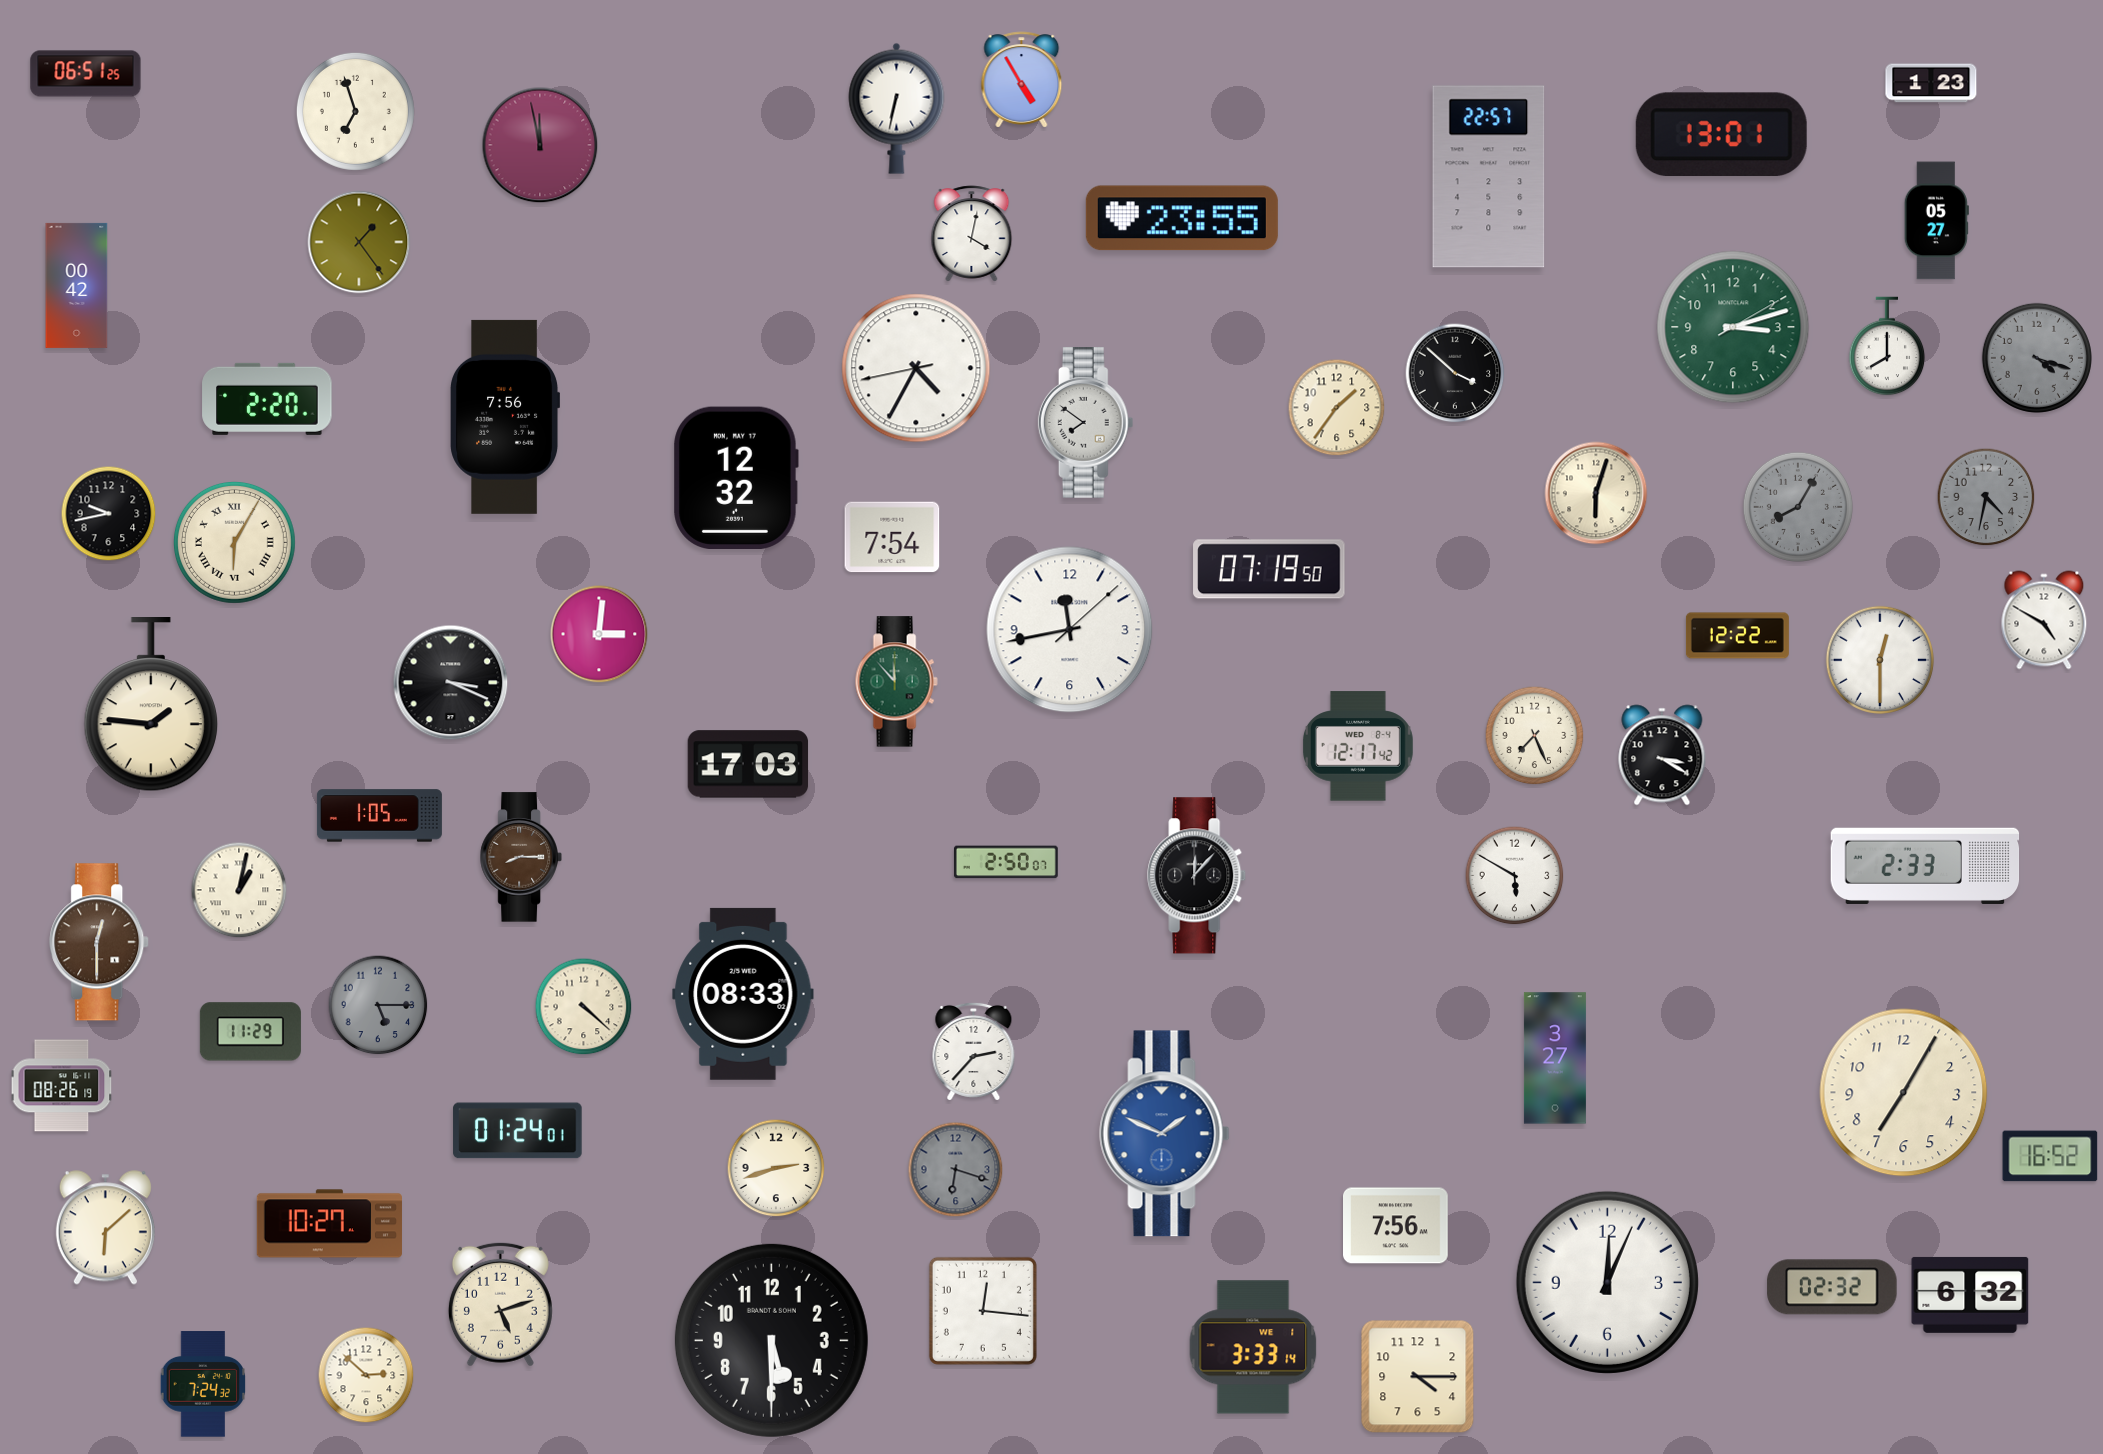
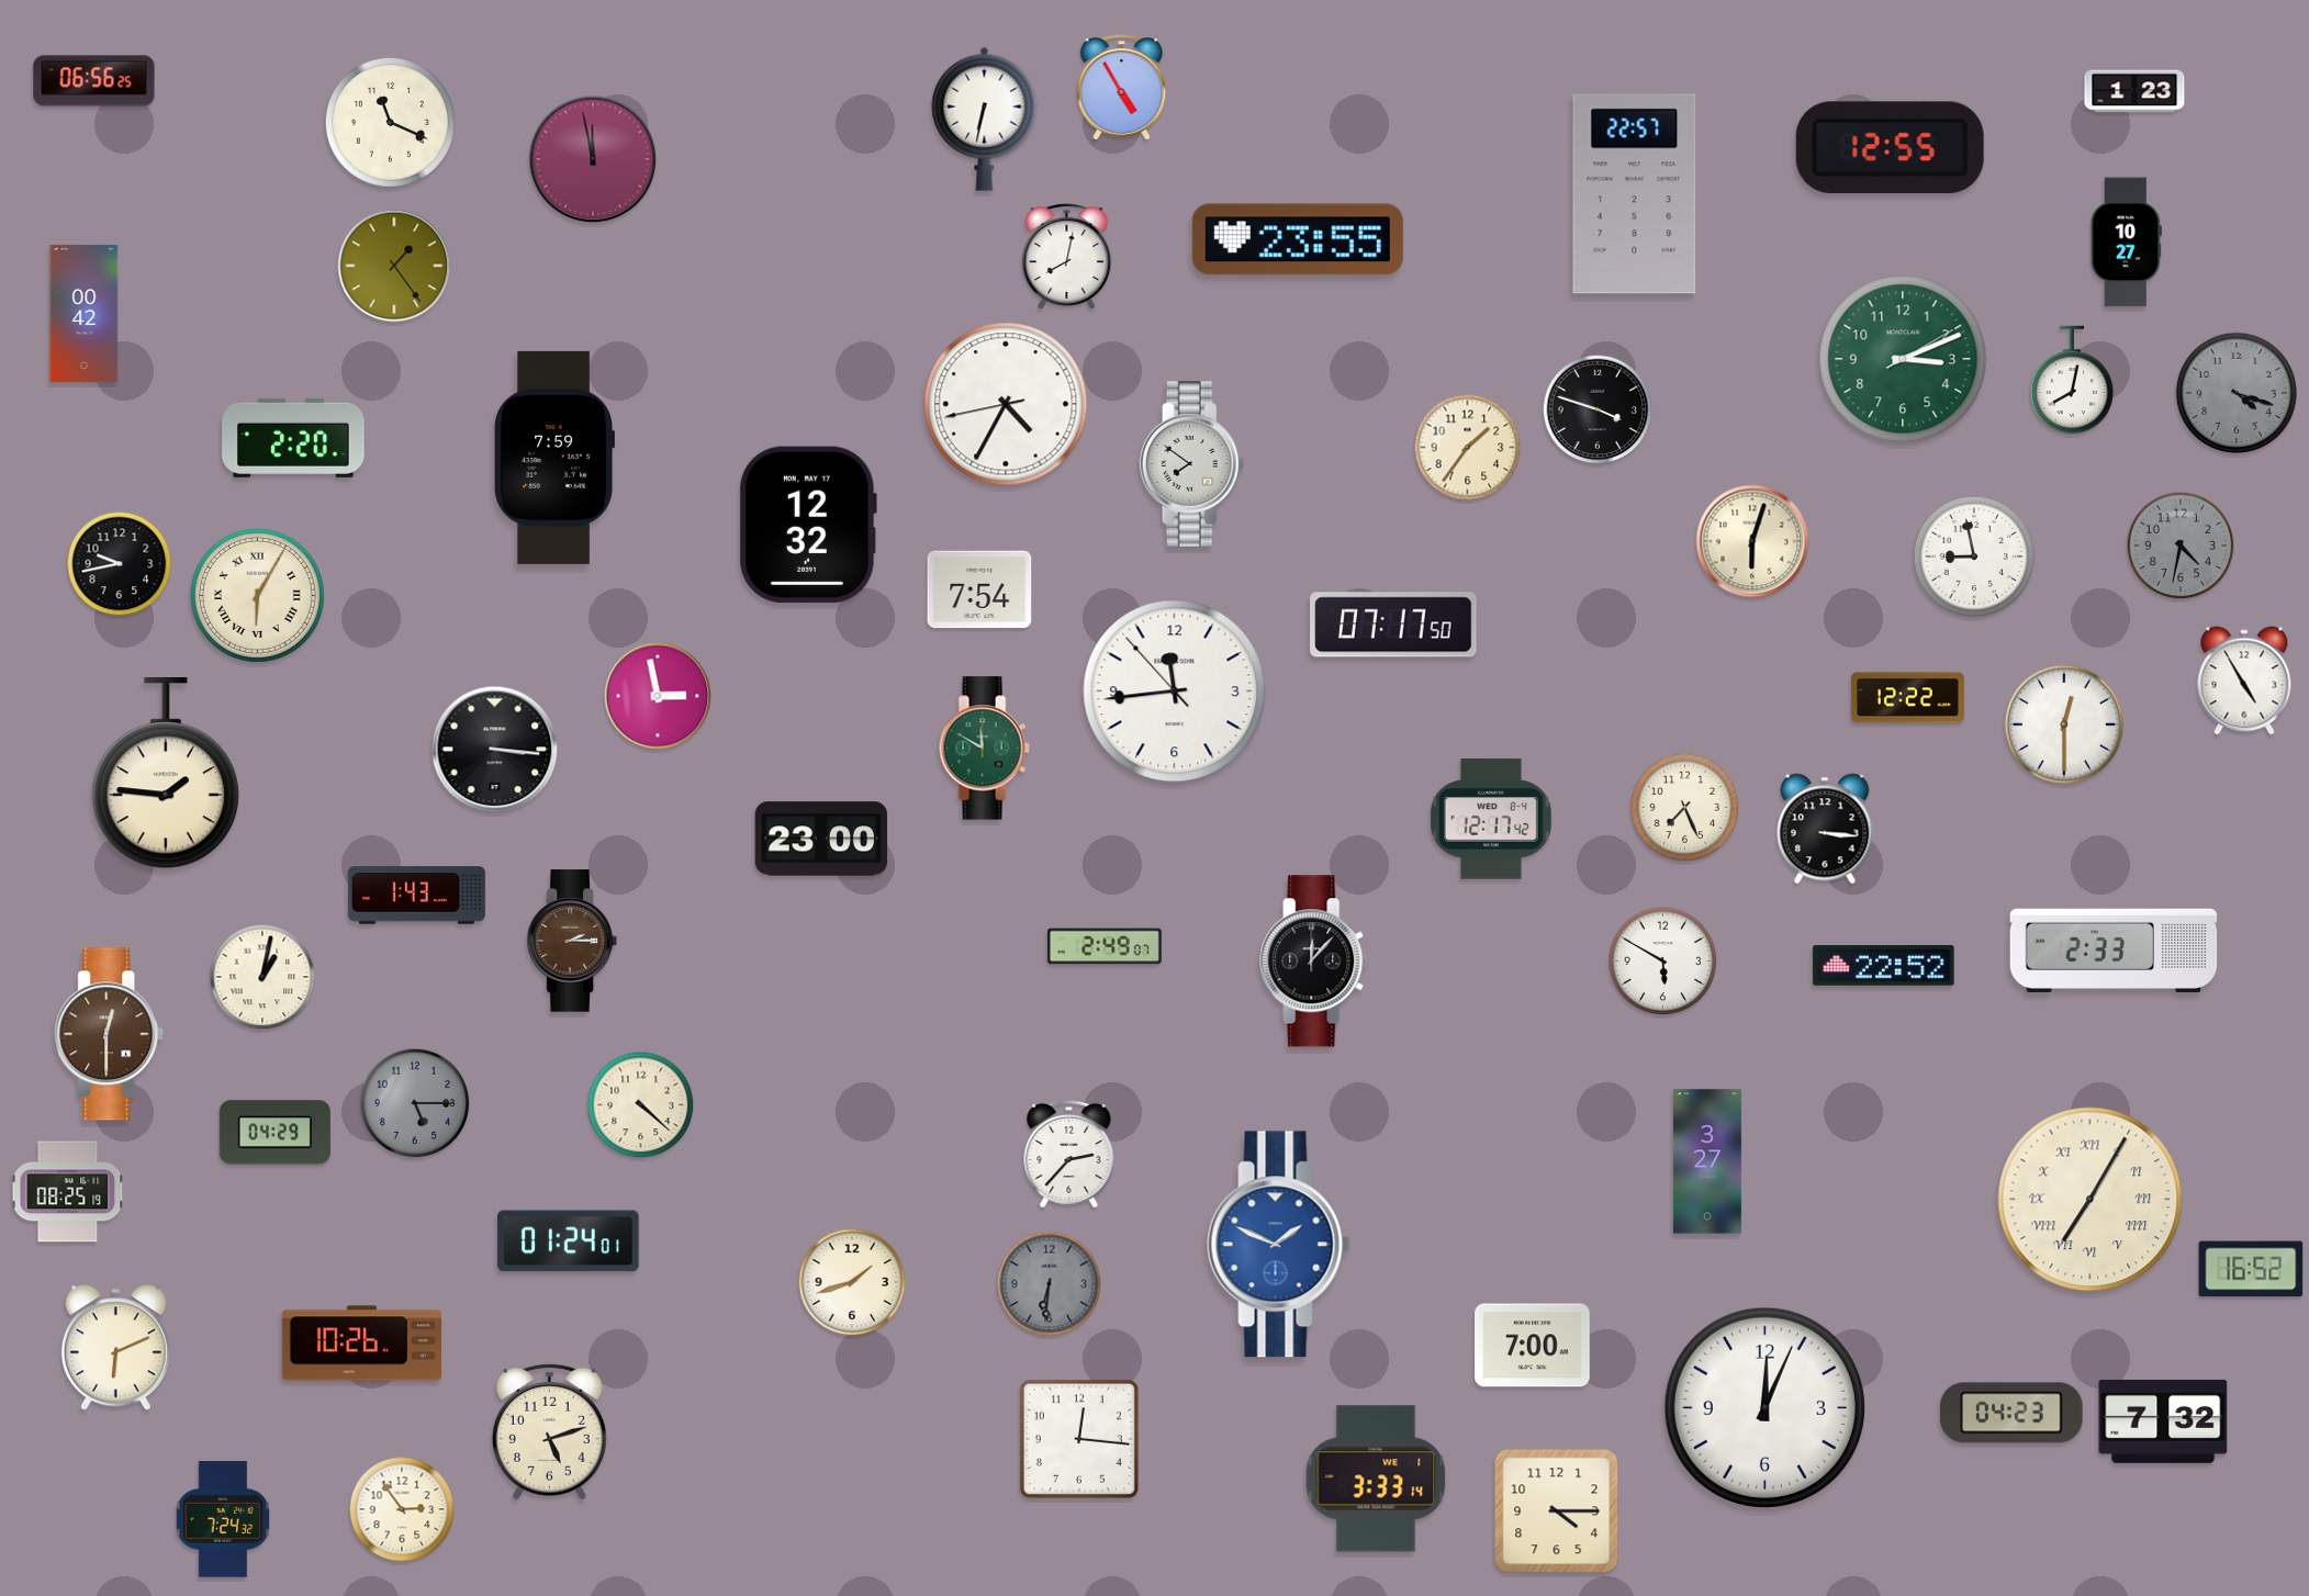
clock at (86, 74): 06:51 -> 06:56
clock at (1931, 83) position: (1931, 83) -> (2134, 91)
clock at (355, 111): 6:57 -> 11:19
clock at (1721, 135): 13:01 -> 12:55
clock at (1936, 221): 05:27 -> 10:27
clock at (972, 234): 4:02 -> 8:02
clock at (1733, 327): 3:12 -> 3:11
clock at (1887, 346): 8:00 -> 8:02
clock at (1455, 373): 3:52 -> 3:48
clock at (505, 417): 7:56 -> 7:59
clock at (1798, 507): 8:05 -> 8:58
clock at (1798, 507) dial: grey -> white
clock at (1269, 569): 07:19 -> 07:17
clock at (2044, 620): 4:50 -> 4:55
clock at (1070, 630): 11:43:08 -> 11:43:53
clock at (599, 634): 3:01 -> 2:58
clock at (896, 682): 11:53 -> 11:50
clock at (451, 683): 3:19 -> 3:16
clock at (1662, 755): 3:20 -> 3:16
clock at (748, 764): 17:03 -> 23:00
clock at (379, 816): 1:05 -> 1:43
clock at (521, 857): 8:15 -> 2:15
clock at (1006, 862): 2:50 -> 2:49
clock at (1884, 966): none -> 22:52
clock at (743, 994): 08:33 -> none
clock at (250, 1032): 11:29 -> 04:29
clock at (62, 1086): 08:26 -> 08:25
clock at (1904, 1093) numerals: Arabic -> Roman
clock at (776, 1168): 2:42 -> 1:42
clock at (956, 1170): 6:18 -> 6:31
clock at (329, 1224): 10:27 -> 10:26
clock at (1396, 1226): 7:56 -> 7:00
clock at (105, 1228): 6:08 -> 6:11
clock at (1832, 1287): 02:32 -> 04:23
clock at (1970, 1295): 6:32 -> 7:32
clock at (771, 1340): 5:30 -> none
clock at (366, 1375): 2:52 -> 2:54
